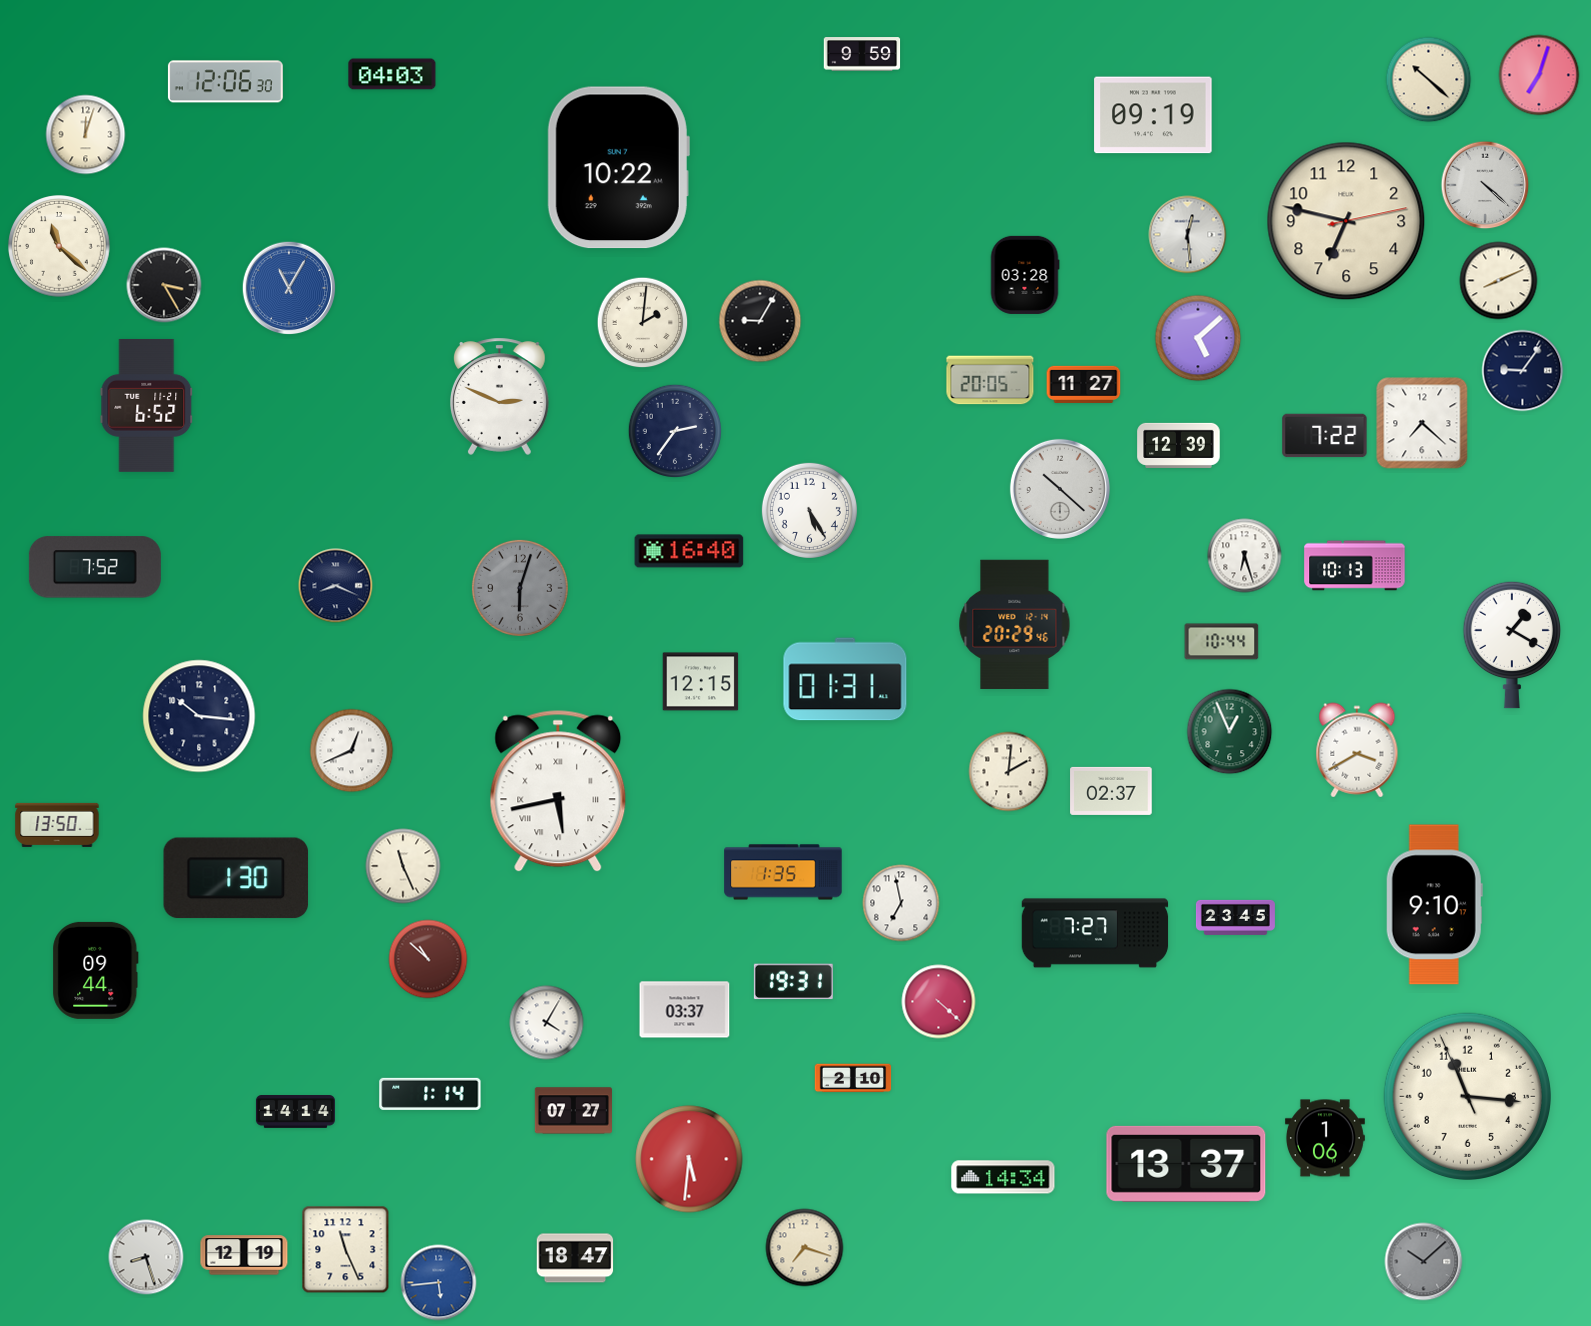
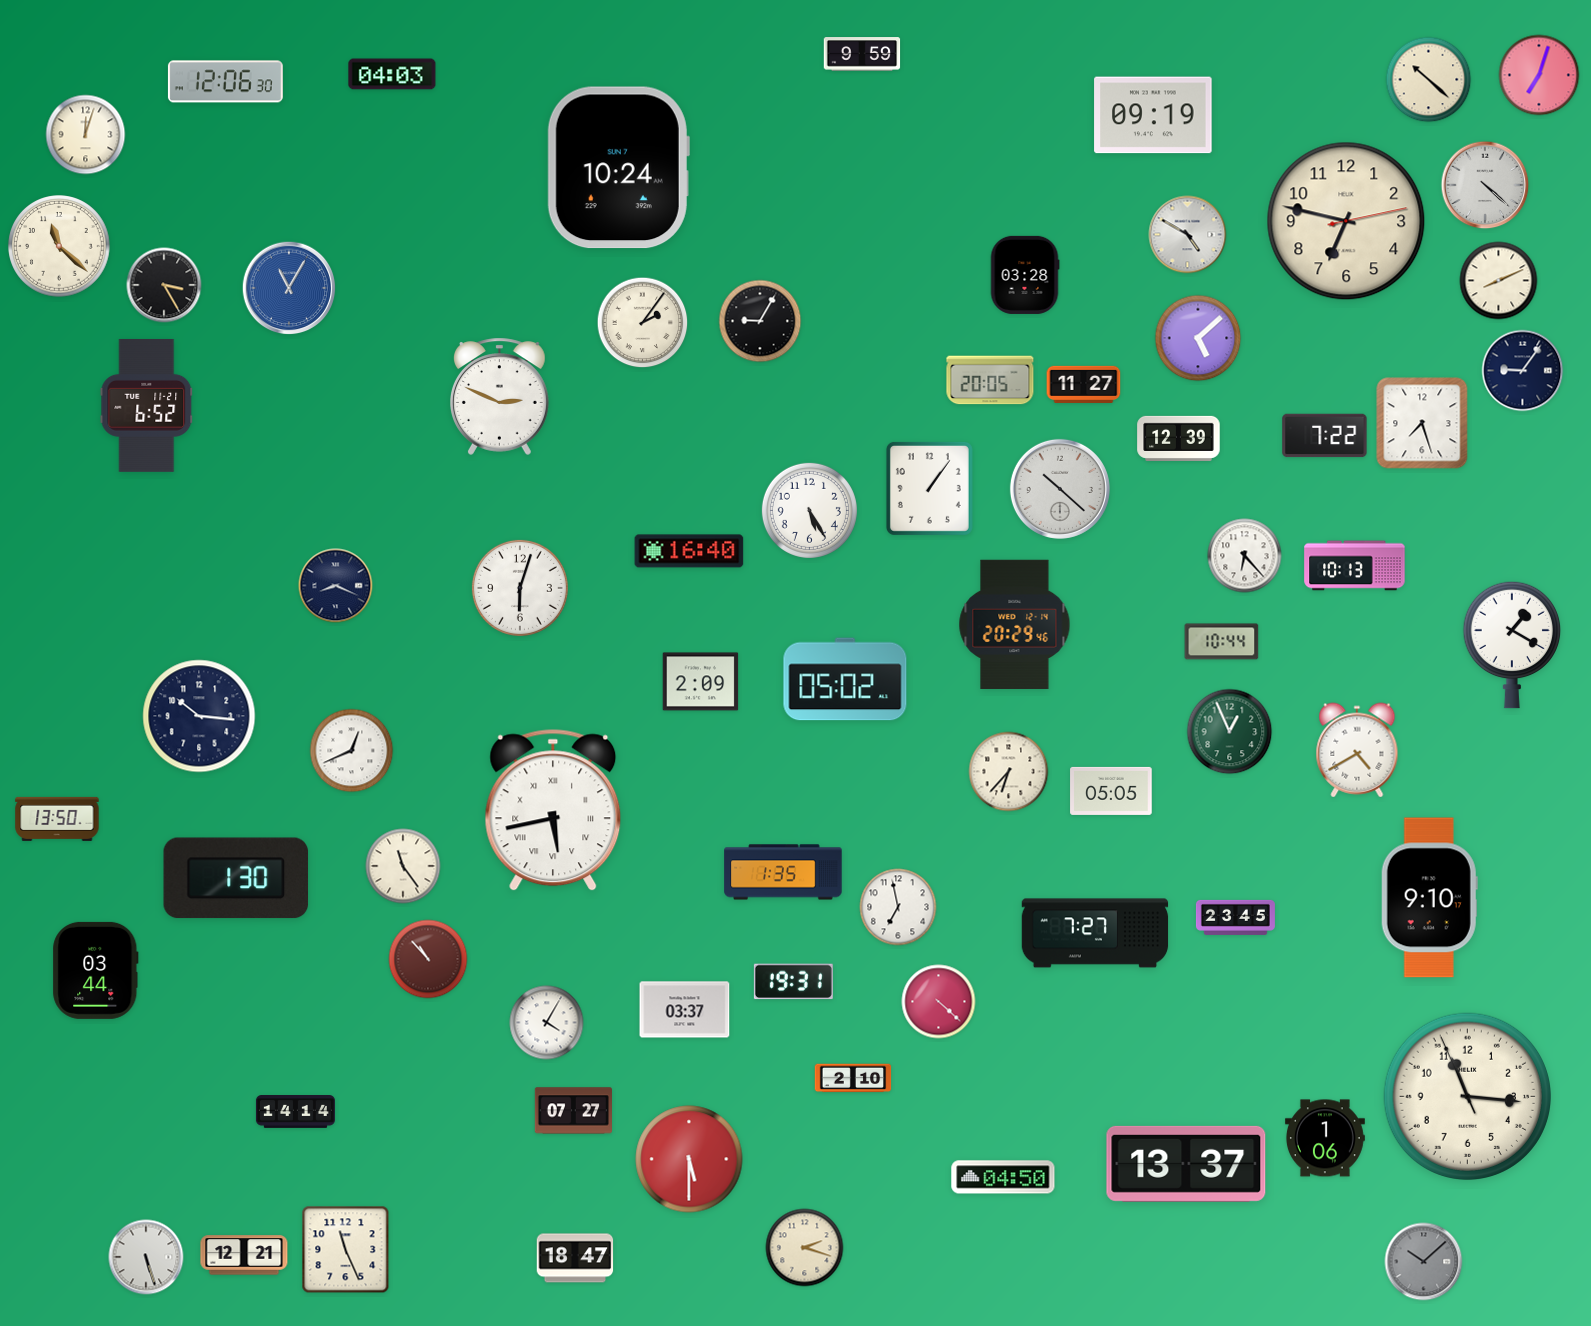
clock at (618, 168): 10:22 -> 10:24
clock at (1188, 235): 12:29 -> 4:50
clock at (643, 323): 2:01 -> 2:06
clock at (1422, 423): 7:22 -> 7:27
clock at (674, 430): 2:36 -> none
clock at (1179, 445) position: (1179, 445) -> (1179, 438)
clock at (929, 488): none -> 1:06
clock at (1245, 556): 6:27 -> 6:23
clock at (95, 567): 7:52 -> none
clock at (520, 588) dial: grey -> white
clock at (845, 679): 01:31 -> 05:02
clock at (701, 682): 12:15 -> 2:09
clock at (1357, 750): 3:40 -> 4:40
clock at (1009, 772): 2:01 -> 6:37
clock at (558, 791) position: (558, 791) -> (553, 810)
clock at (1111, 791): 02:37 -> 05:05
clock at (57, 825) position: (57, 825) -> (57, 819)
clock at (403, 866): 11:26 -> 11:24
clock at (901, 903) position: (901, 903) -> (898, 907)
clock at (1434, 905) position: (1434, 905) -> (1429, 898)
clock at (428, 959): 10:52 -> 10:53
clock at (96, 970): 09:44 -> 03:44
clock at (430, 1094): 1:14 -> none
clock at (689, 1159): 5:31 -> 5:30
clock at (1003, 1177): 14:34 -> 04:50
clock at (805, 1248): 7:18 -> 2:18
clock at (244, 1255): 12:19 -> 12:21
clock at (146, 1257): 8:27 -> 5:27
clock at (439, 1283): 5:44 -> none
